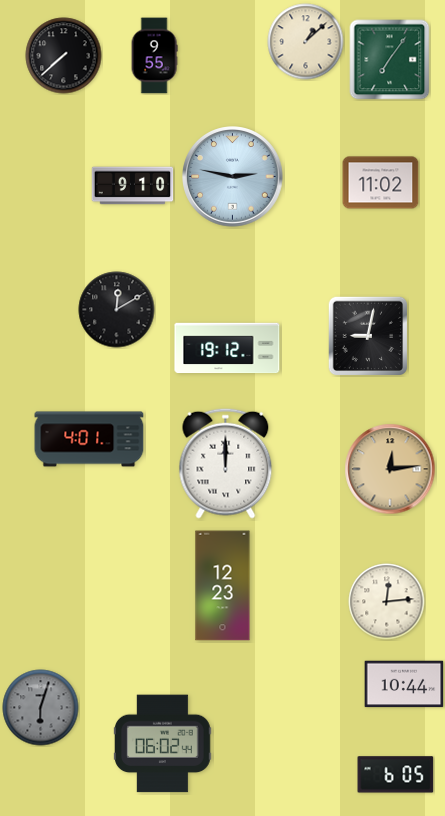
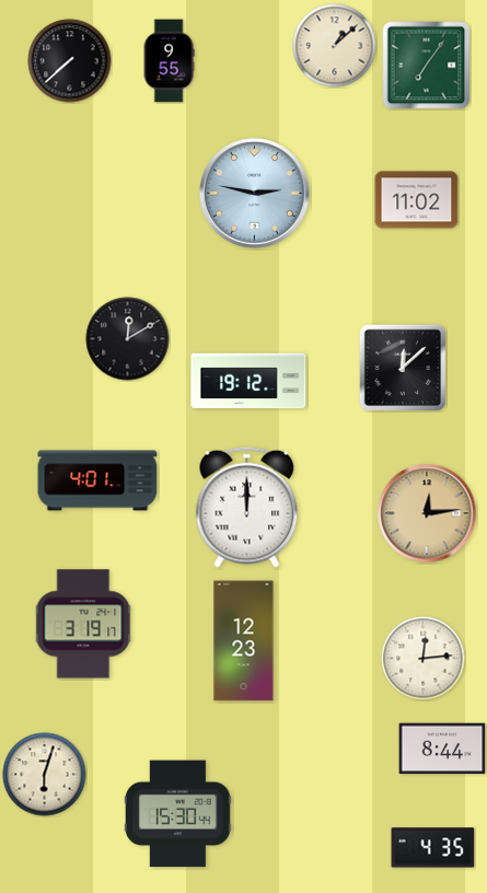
clock at (133, 186): 9:10 -> none
clock at (367, 335): 9:02 -> 12:08
clock at (83, 624): none -> 3:19
clock at (404, 684): 10:44 -> 8:44
clock at (41, 708) dial: grey -> cream
clock at (163, 744): 06:02 -> 15:30
clock at (396, 775): 6:05 -> 4:35
